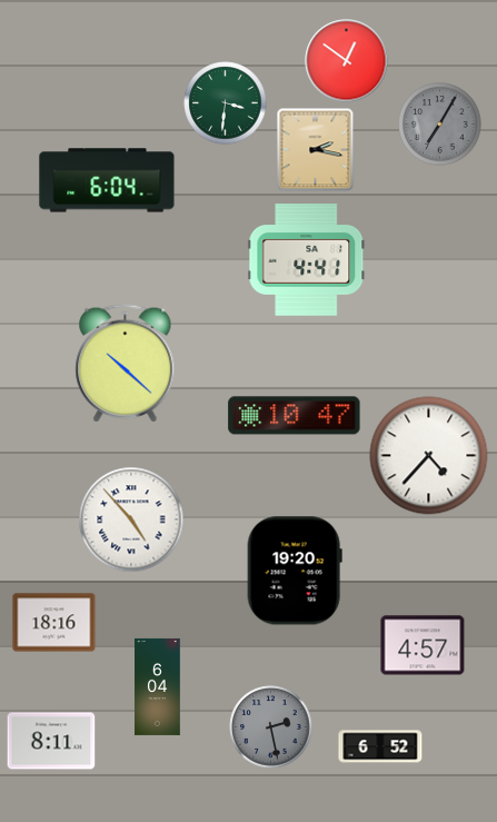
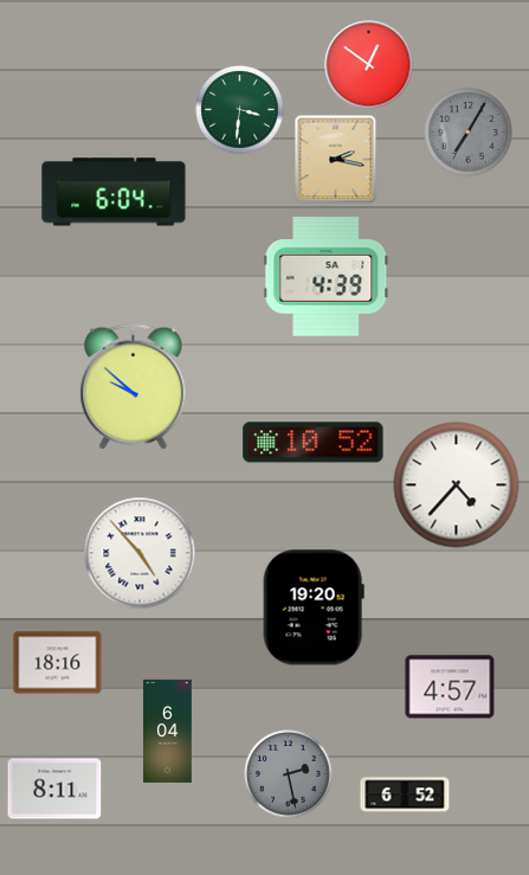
clock at (307, 260): 4:41 -> 4:39
clock at (126, 364): 10:22 -> 9:52
clock at (295, 416): 10:47 -> 10:52
